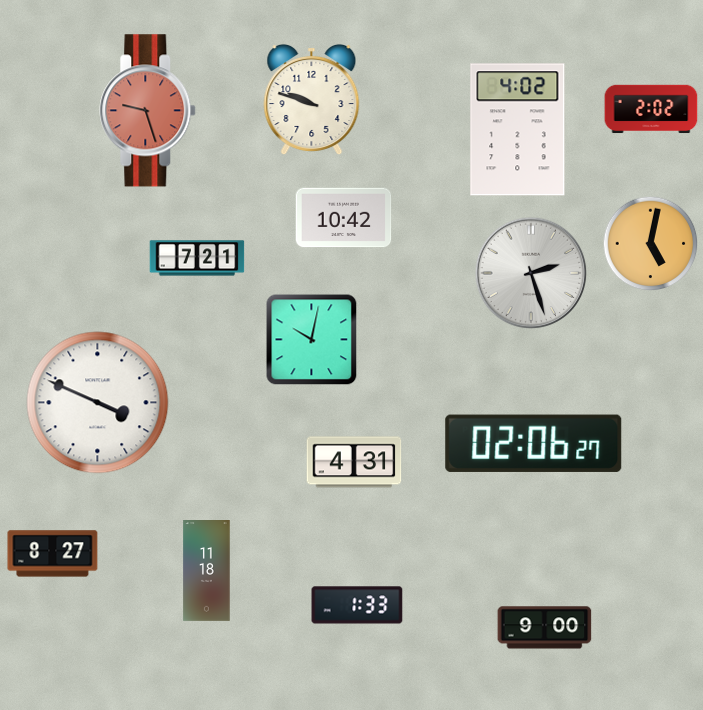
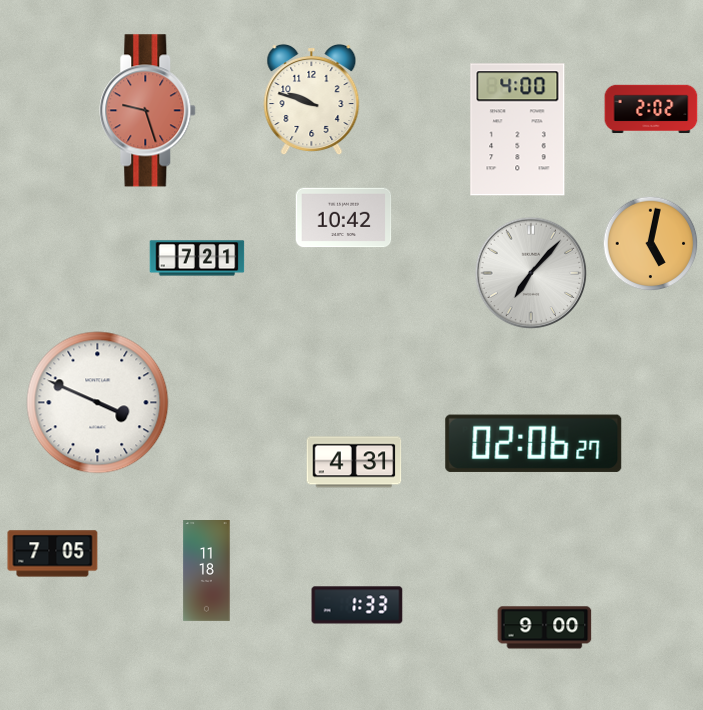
clock at (518, 130): 4:02 -> 4:00
clock at (531, 273): 2:27 -> 7:07
clock at (312, 340): 10:02 -> none
clock at (53, 554): 8:27 -> 7:05
